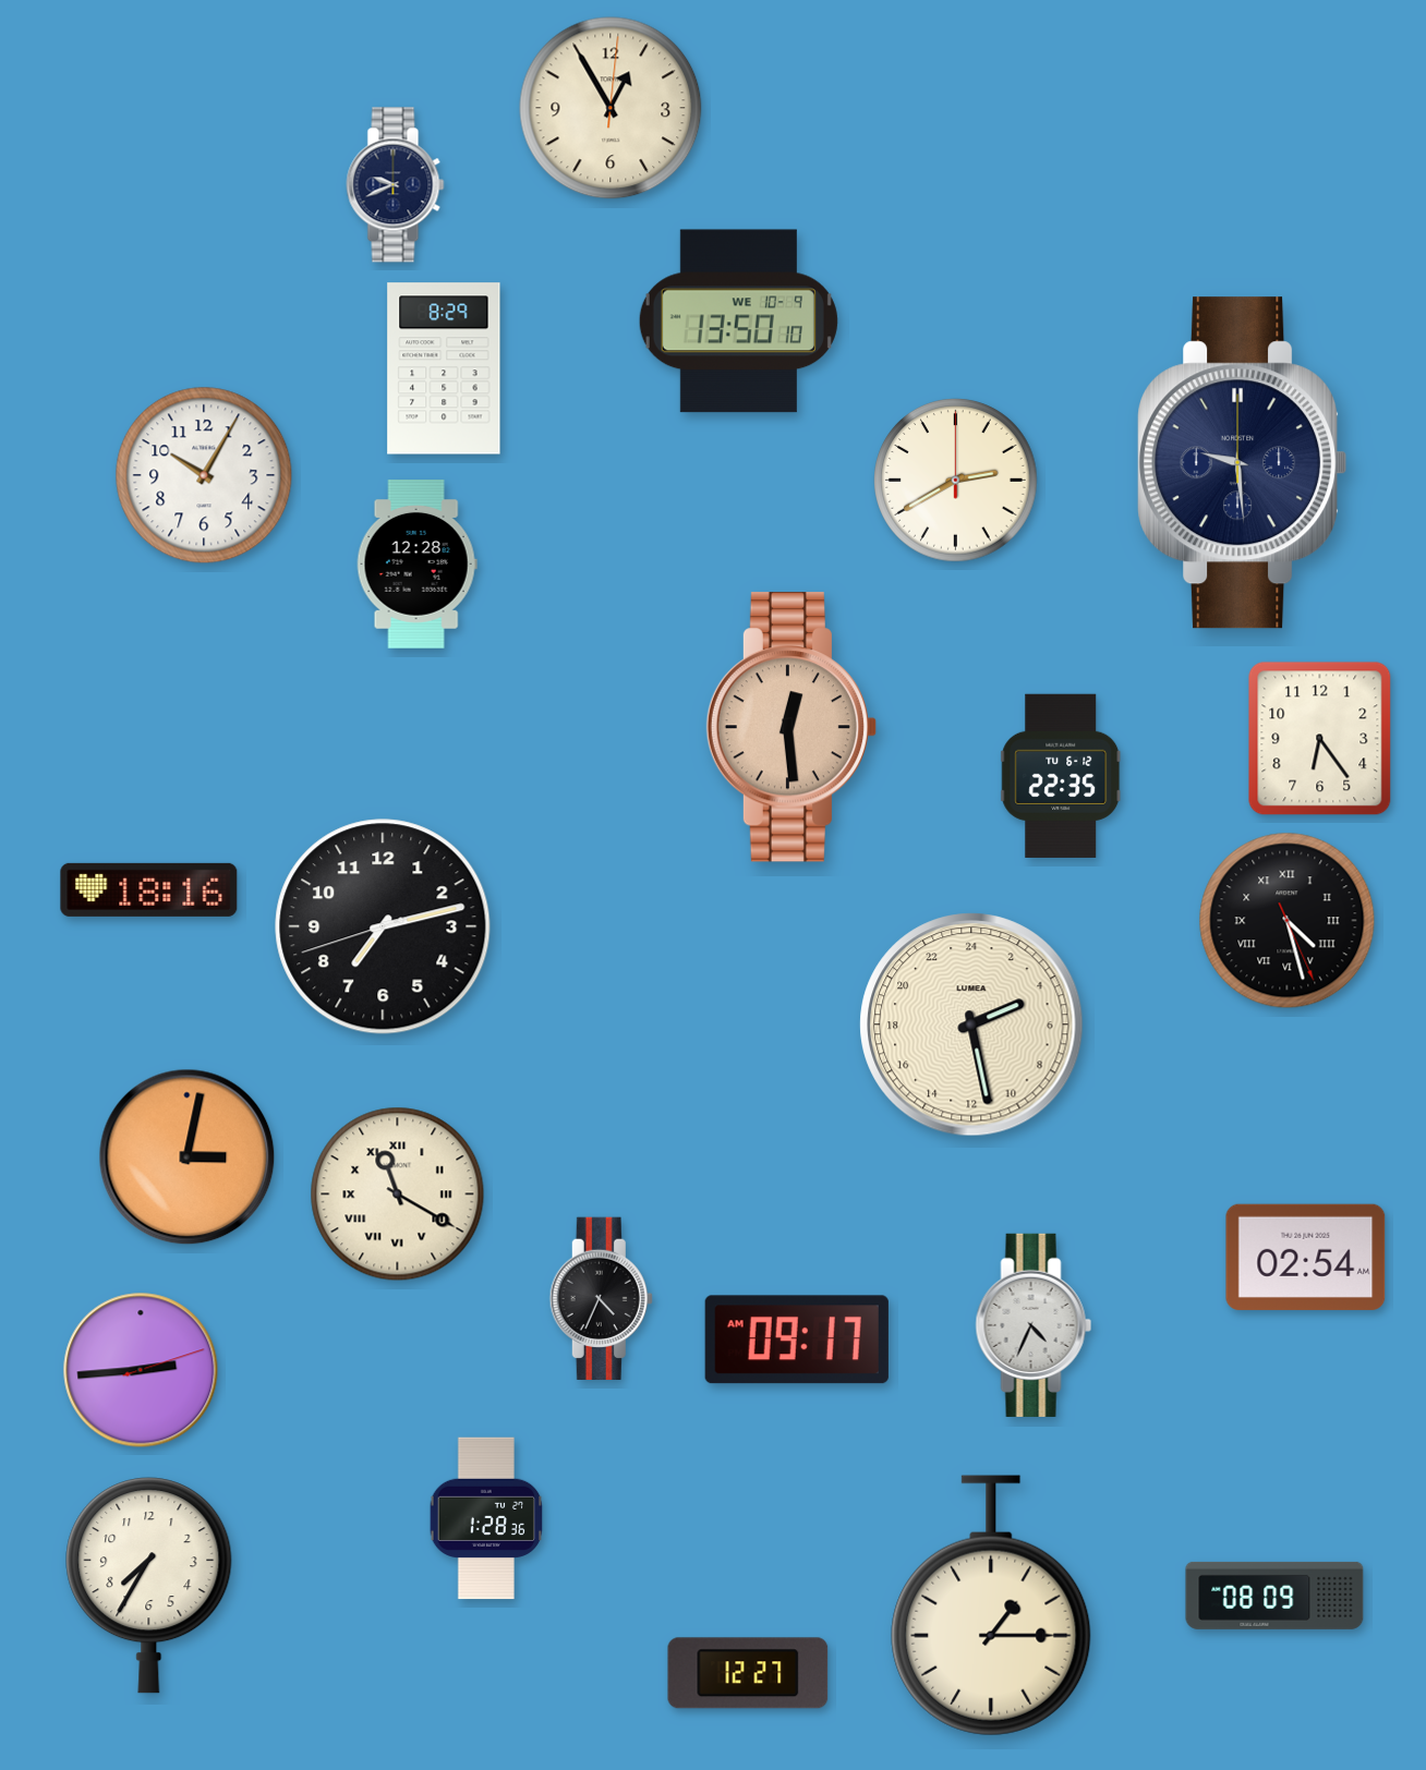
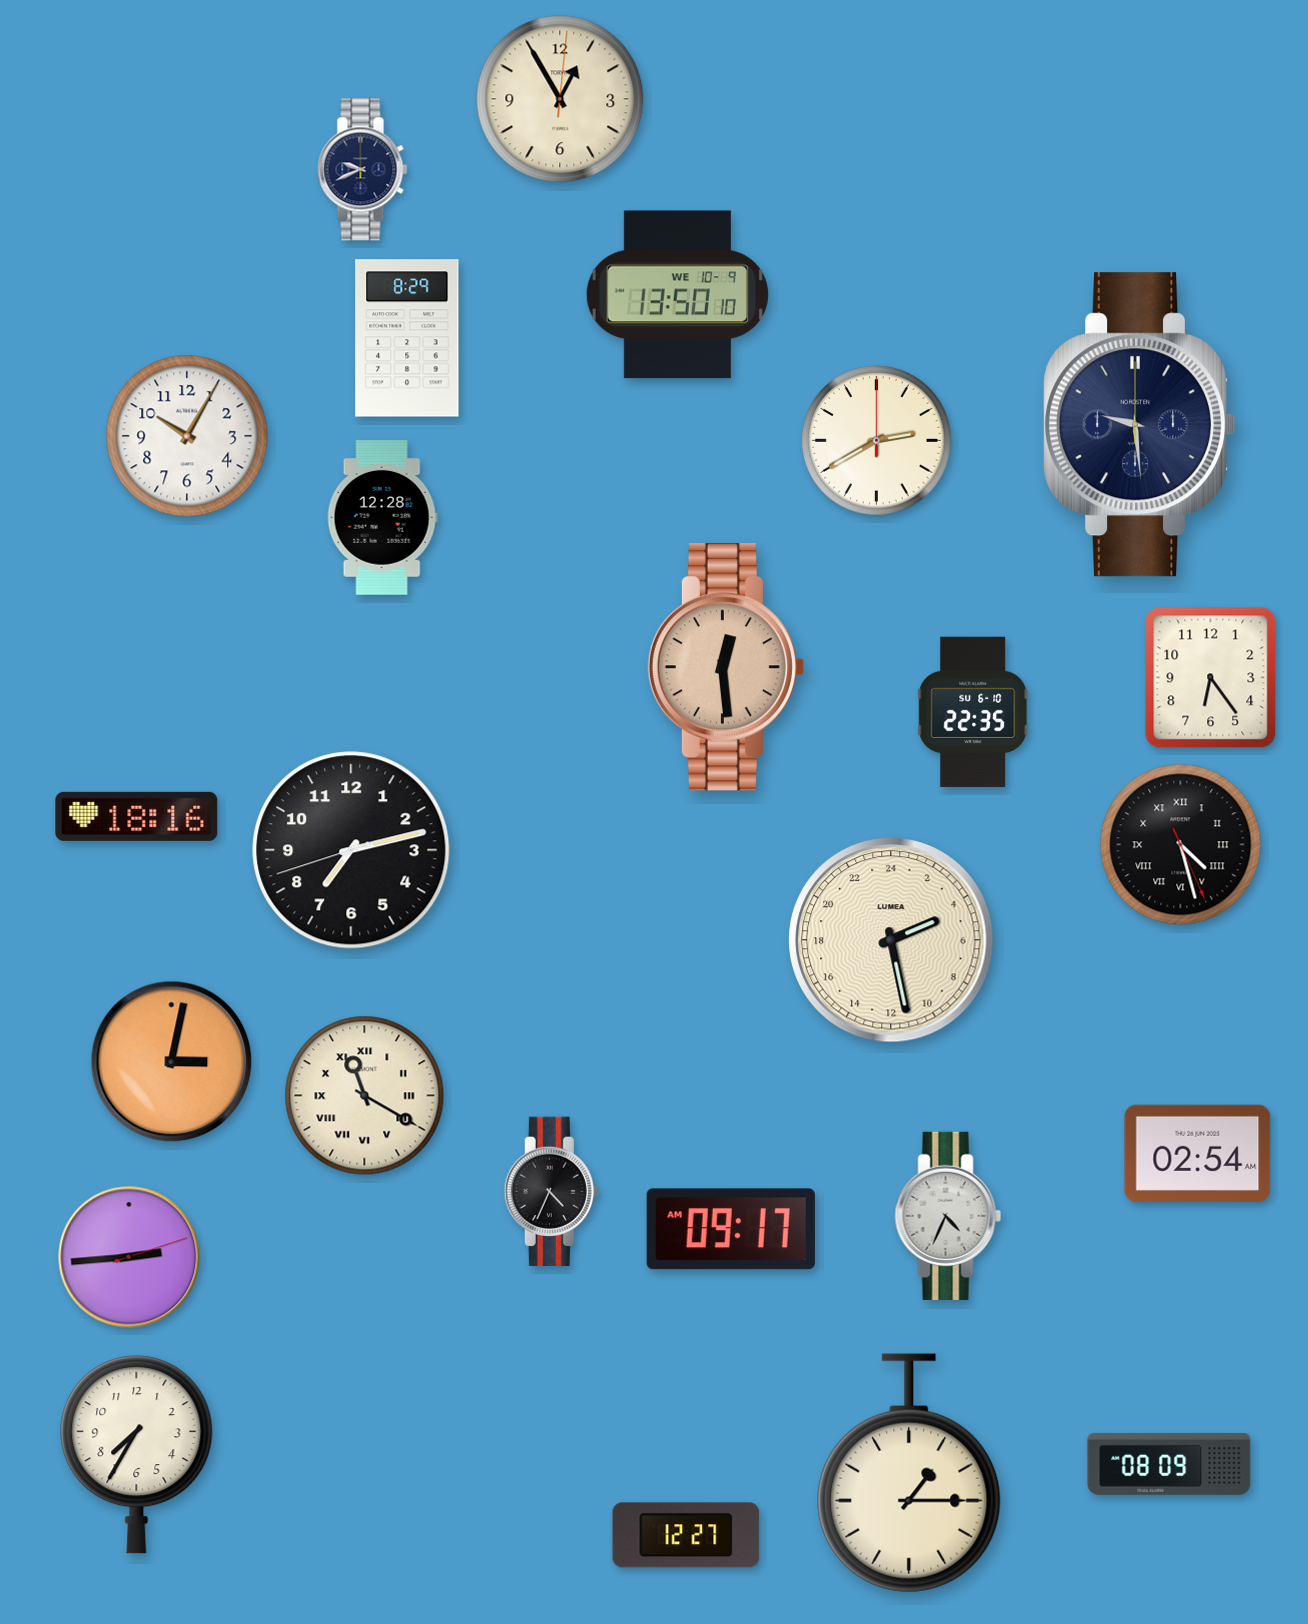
clock at (1061, 776) date: TU 6-12 -> SU 6-10
clock at (486, 1518): 1:28 -> none
